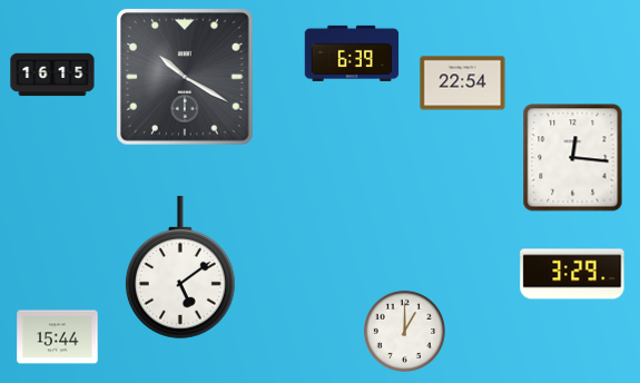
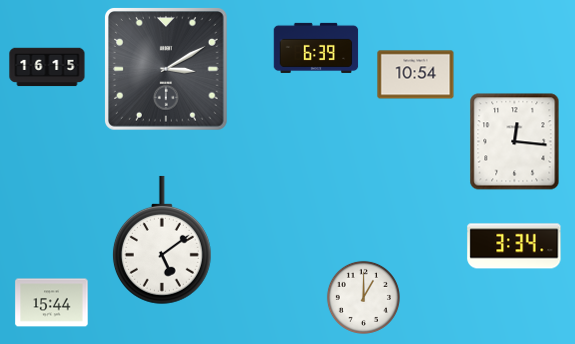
clock at (186, 78): 10:20 -> 3:10
clock at (463, 84): 22:54 -> 10:54
clock at (572, 274): 3:29 -> 3:34
